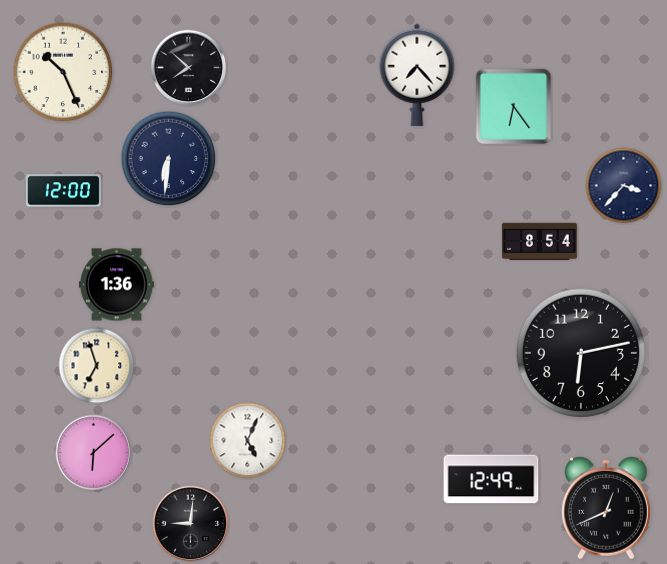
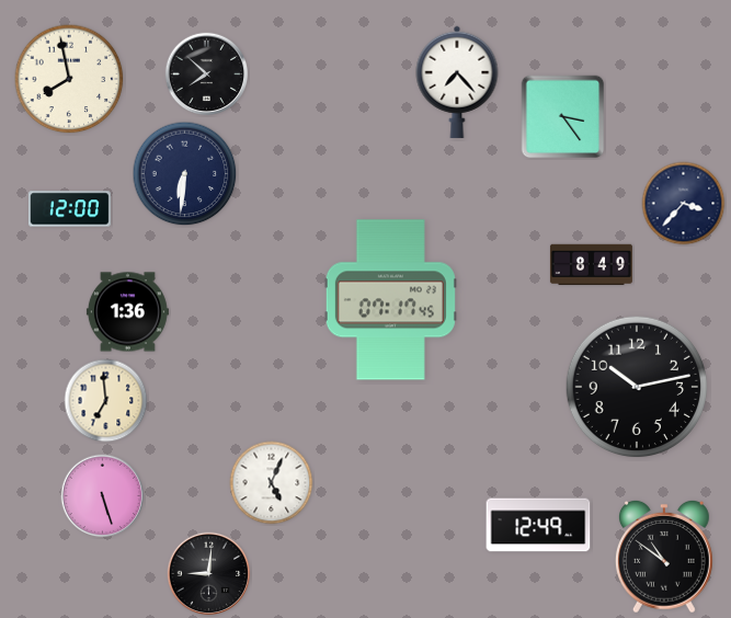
clock at (63, 72): 10:26 -> 7:58
clock at (514, 107): 6:24 -> 3:24
clock at (539, 242): 8:54 -> 8:49
clock at (390, 300): none -> 07:17
clock at (580, 352): 6:13 -> 10:13
clock at (97, 366): 6:57 -> 6:59
clock at (94, 453): 6:08 -> 5:27
clock at (606, 508): 12:41 -> 10:51
